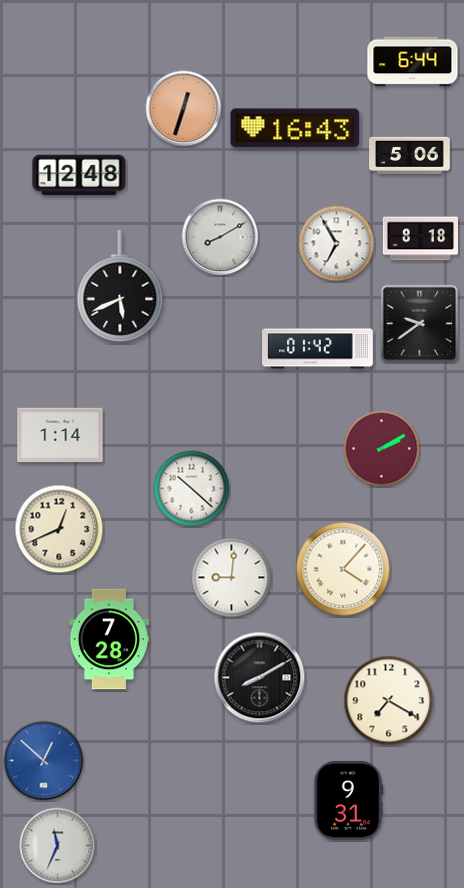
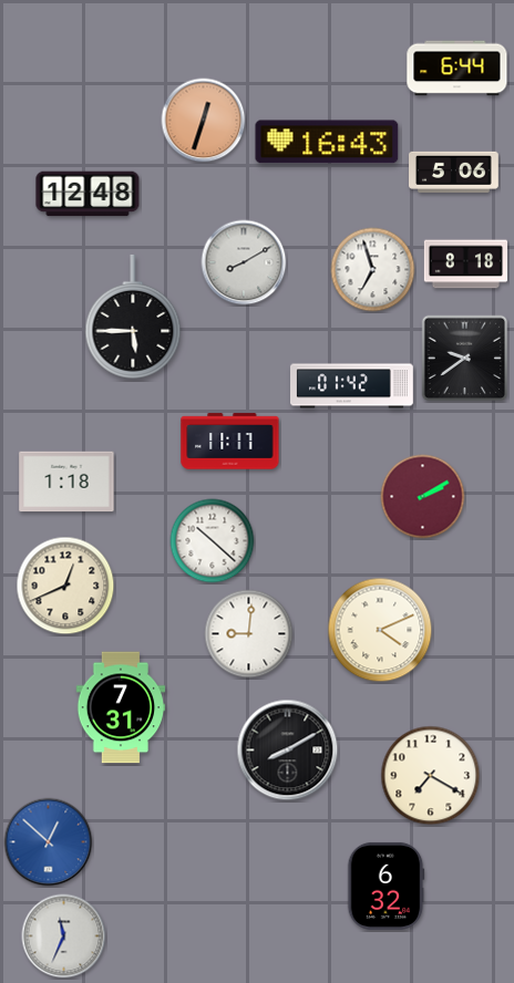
clock at (337, 244): 6:55 -> 6:57
clock at (120, 287): 5:41 -> 5:45
clock at (230, 442): none -> 11:17
clock at (60, 435): 1:14 -> 1:18
clock at (343, 569): 4:07 -> 4:11
clock at (232, 578) position: (232, 578) -> (249, 634)
clock at (109, 639): 7:28 -> 7:31
clock at (348, 800): 9:31 -> 6:32
